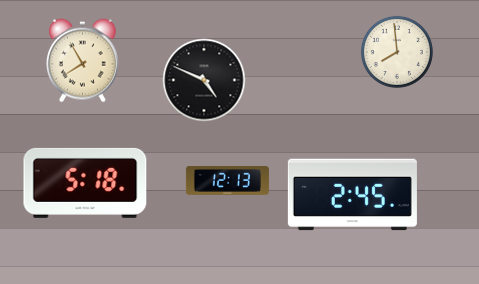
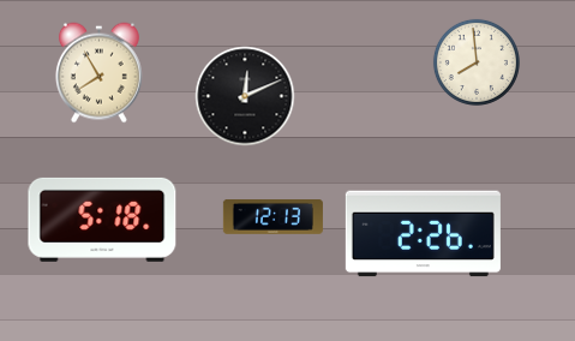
clock at (204, 80): 4:49 -> 12:11
clock at (352, 195): 2:45 -> 2:26
